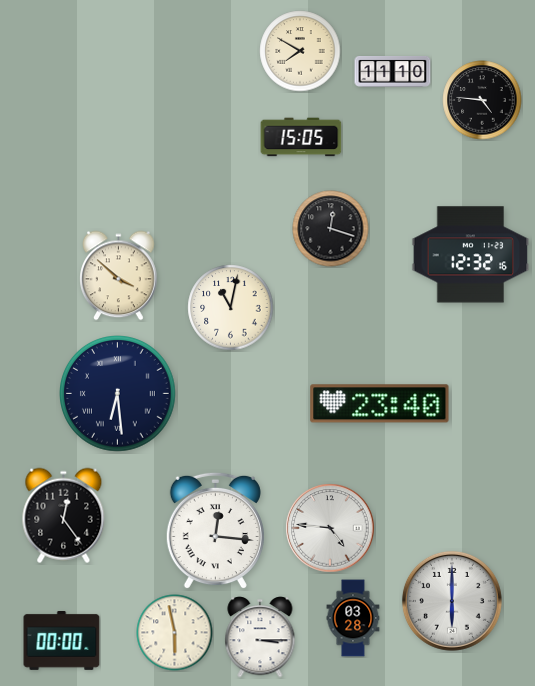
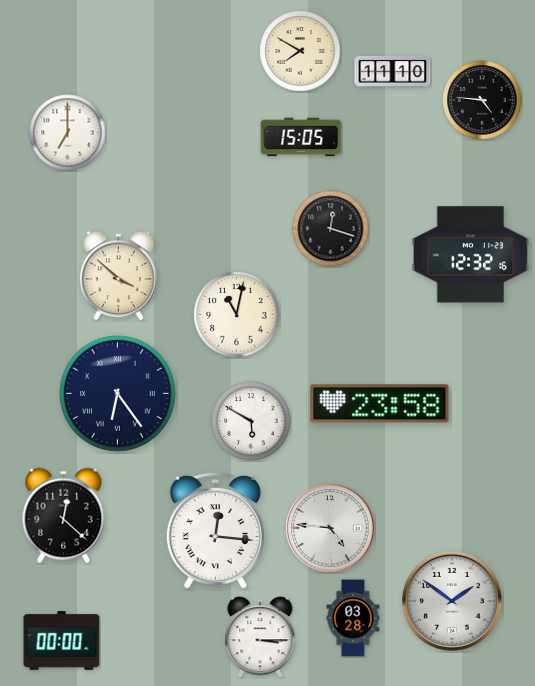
clock at (68, 133): none -> 7:00
clock at (231, 308) position: (231, 308) -> (237, 315)
clock at (118, 394): 6:29 -> 6:24
clock at (380, 404): 23:40 -> 23:58
clock at (251, 421): none -> 5:50
clock at (64, 516): 12:24 -> 12:22
clock at (452, 601): 6:00 -> 1:51
clock at (175, 633): 5:58 -> none
